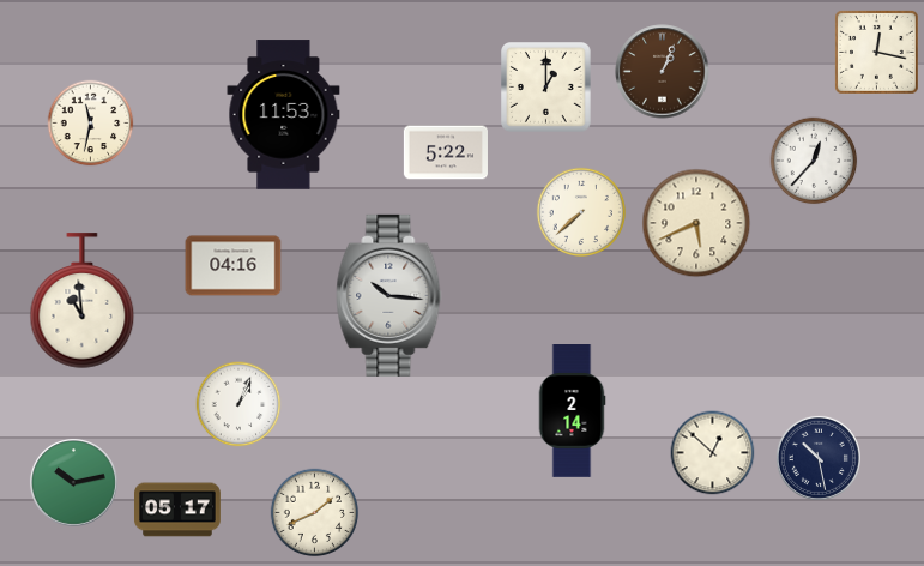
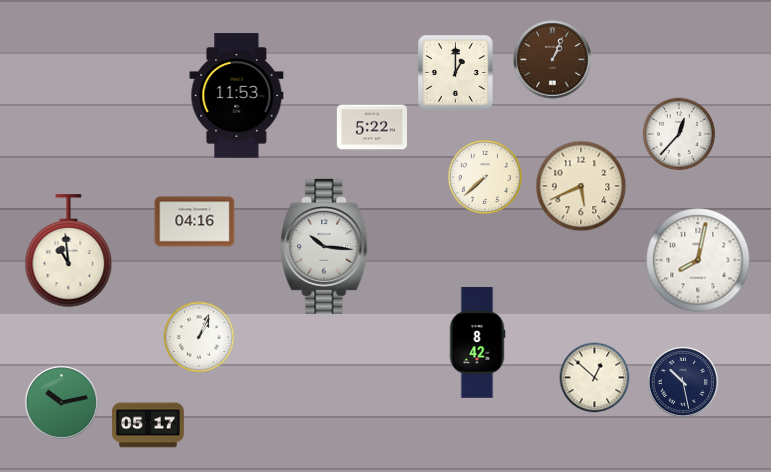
clock at (876, 52): 12:17 -> none
clock at (91, 124): 11:32 -> none
clock at (698, 260): none -> 8:02
clock at (572, 411): 2:14 -> 8:42
clock at (315, 513): 1:41 -> none
